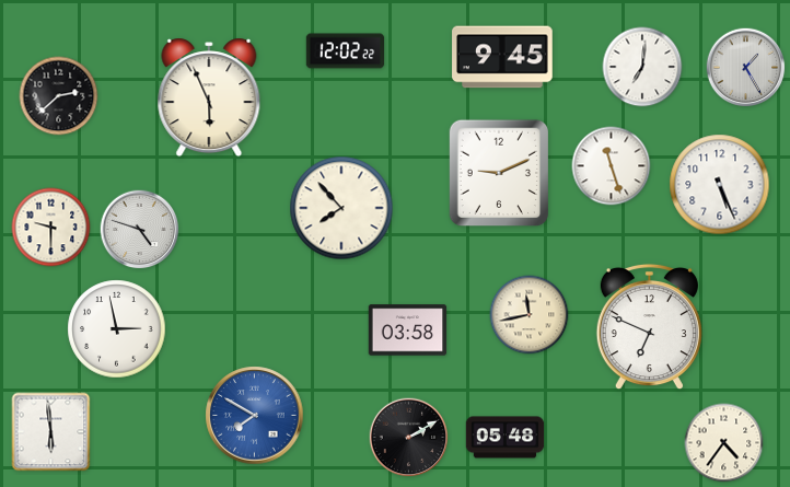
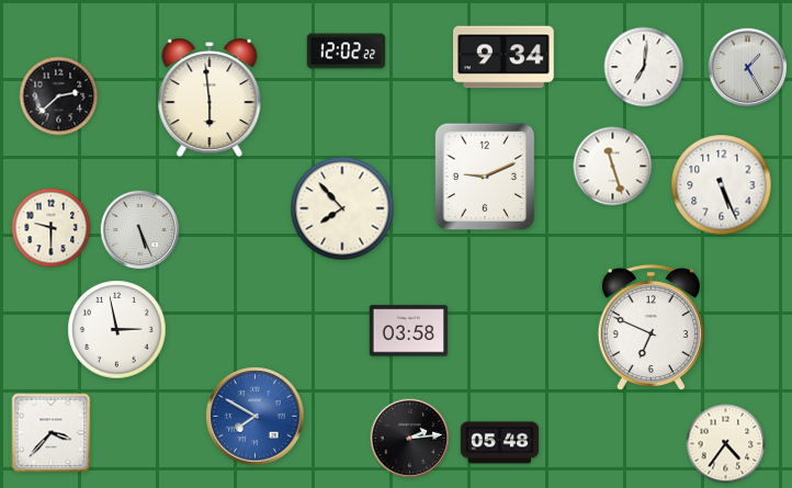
clock at (502, 57): 9:45 -> 9:34
clock at (209, 97): 5:56 -> 5:59
clock at (499, 173) position: (499, 173) -> (485, 177)
clock at (140, 230): 4:48 -> 5:26
clock at (530, 315): 11:43 -> none
clock at (51, 432): 5:59 -> 3:37
clock at (409, 438): 2:10 -> 2:14
clock at (506, 438) position: (506, 438) -> (500, 443)
